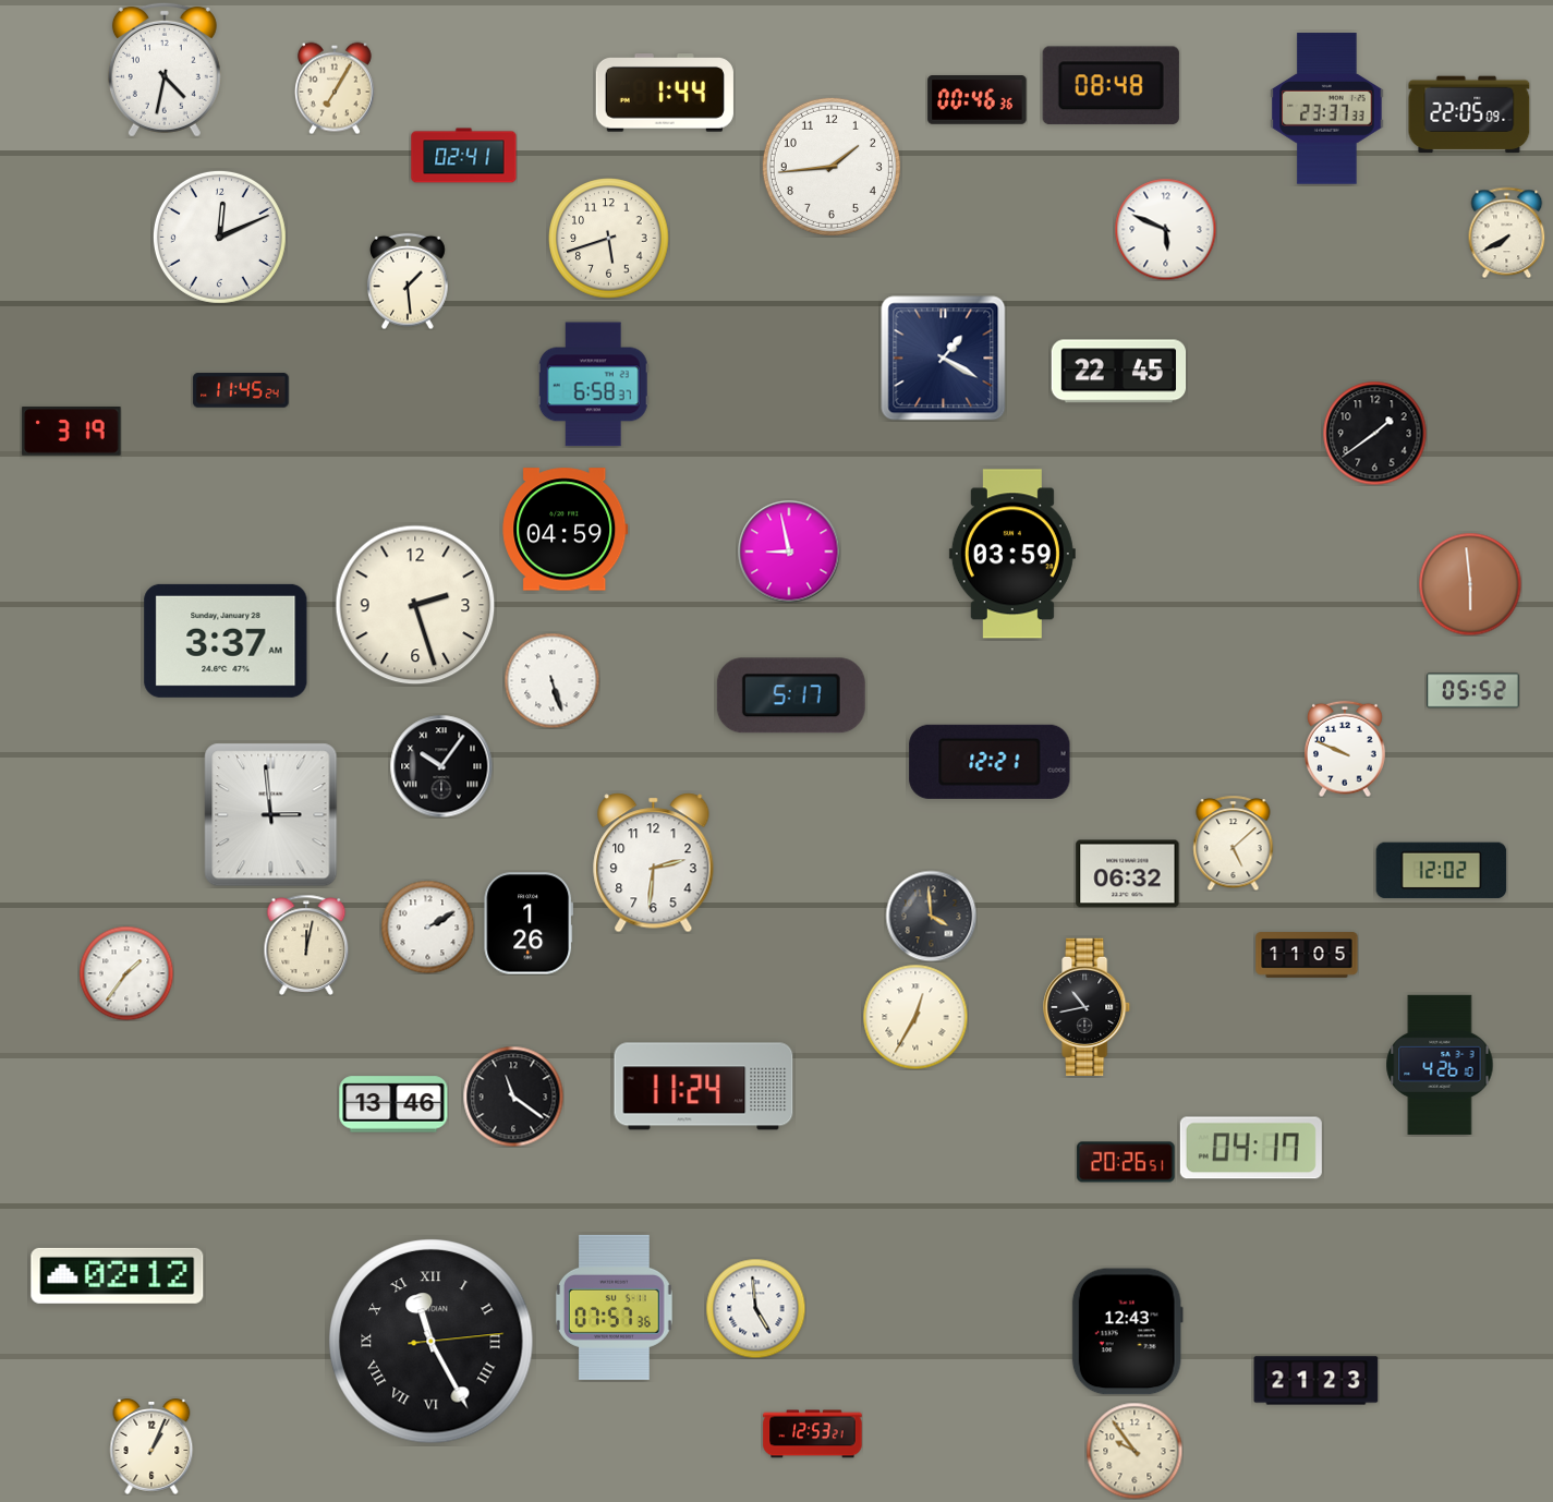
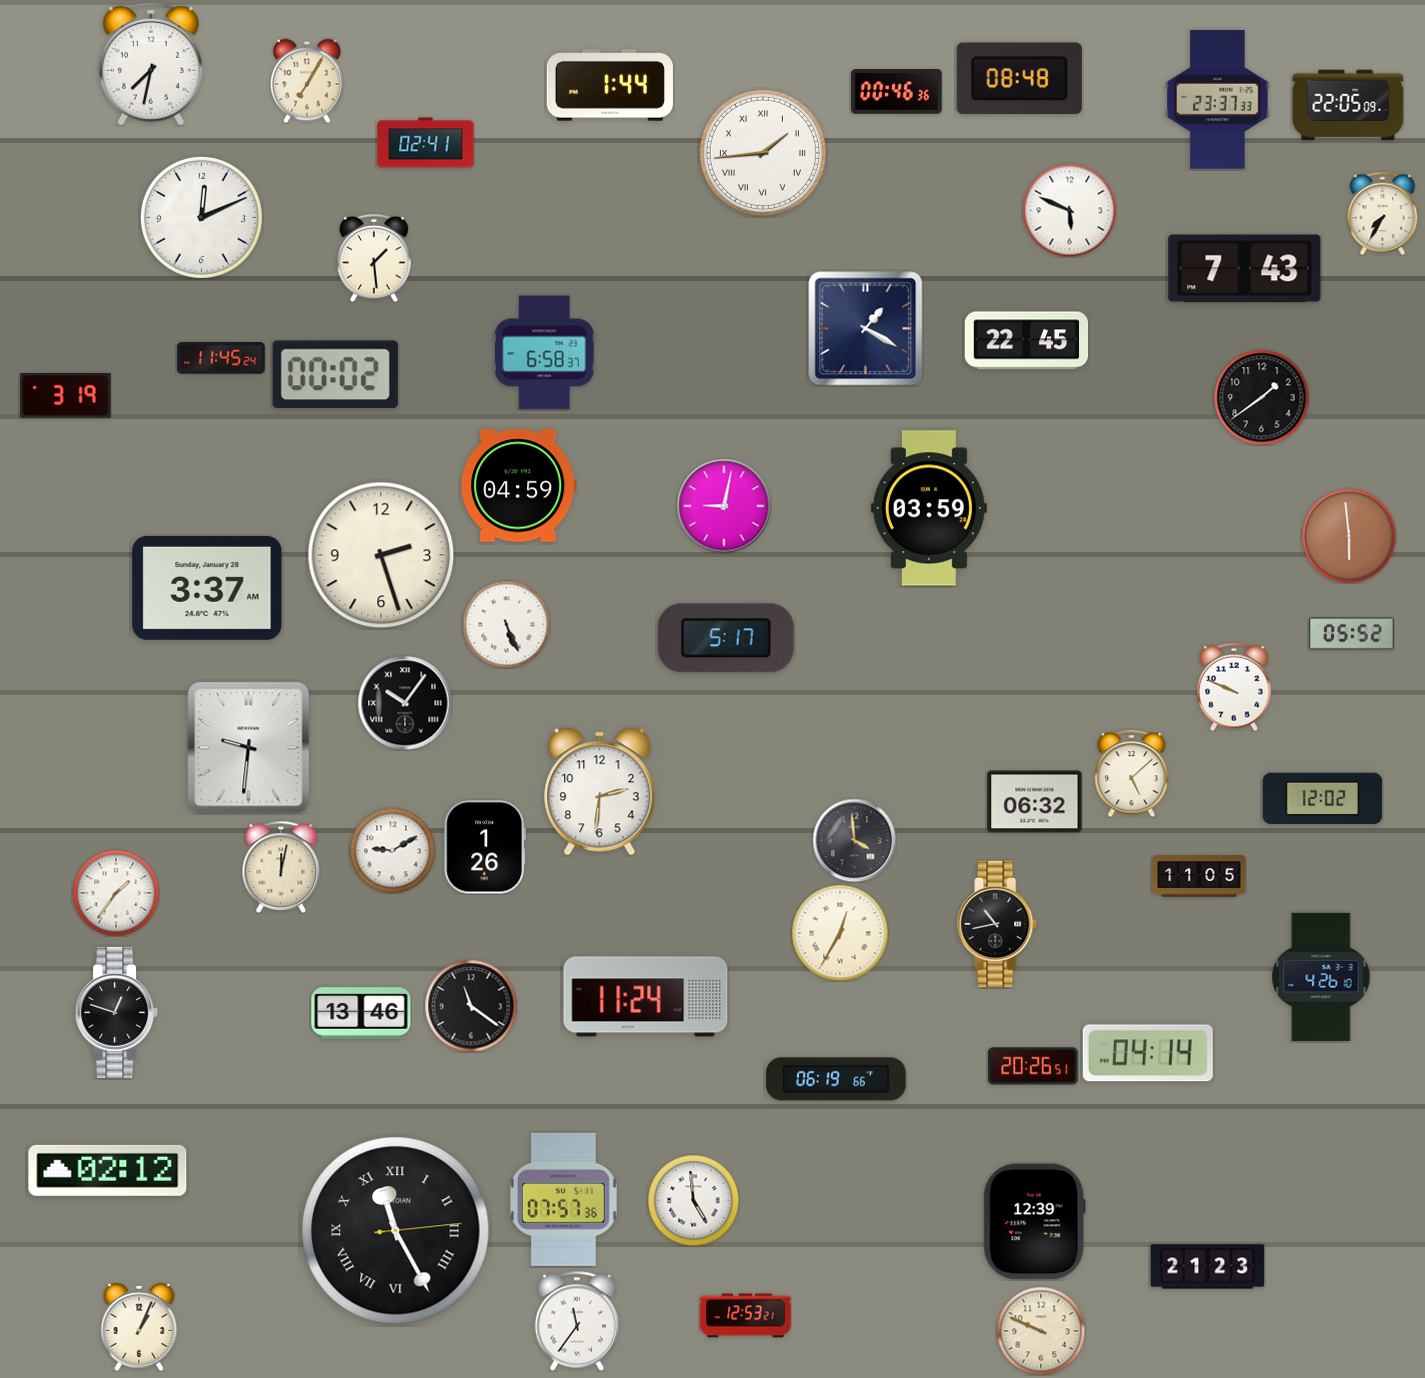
clock at (165, 70): 4:32 -> 7:32
clock at (832, 167) numerals: Arabic -> Roman
clock at (1507, 232): 7:40 -> 7:35
clock at (609, 239): 5:42 -> none
clock at (1245, 269): none -> 7:43
clock at (335, 374): none -> 00:02
clock at (789, 552): 8:58 -> 9:02
clock at (551, 680): 5:27 -> 5:26
clock at (990, 762): 12:21 -> none
clock at (271, 815): 2:59 -> 9:31
clock at (427, 926): 2:10 -> 9:10
clock at (117, 1012): none -> 12:48
clock at (1251, 1148): 04:17 -> 04:14
clock at (836, 1079): none -> 06:19
clock at (1127, 1332): 12:43 -> 12:39
clock at (576, 1321): none -> 11:36
clock at (1135, 1451): 9:54 -> 9:49
